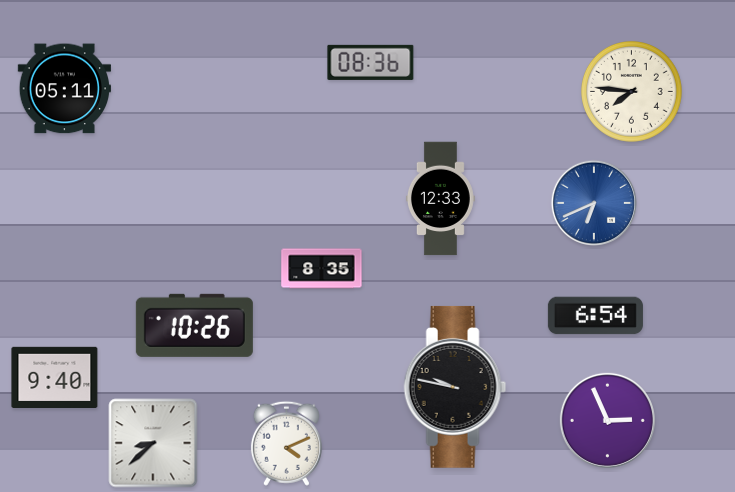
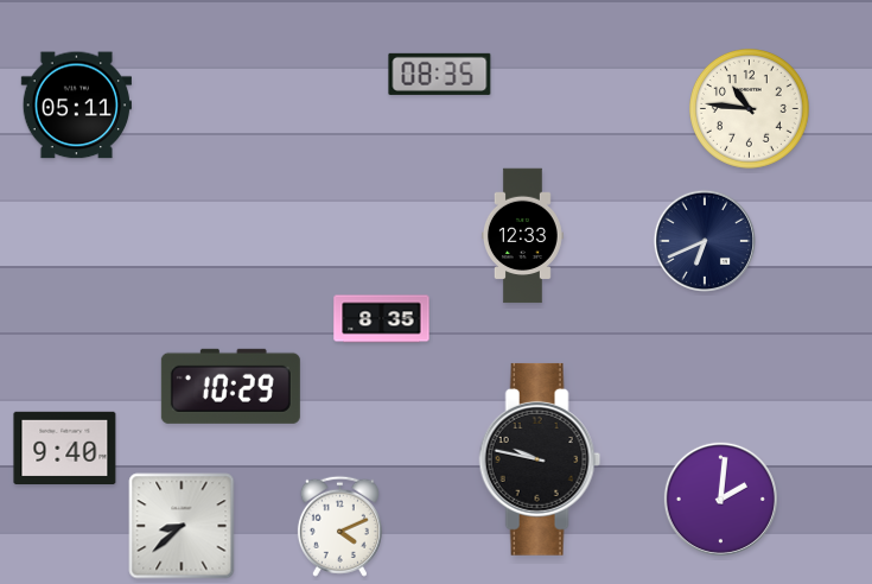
clock at (371, 62): 08:36 -> 08:35
clock at (632, 92): 7:46 -> 10:46
clock at (593, 202) dial: blue -> navy
clock at (595, 316): 6:54 -> none
clock at (194, 325): 10:26 -> 10:29
clock at (607, 420): 2:56 -> 2:01
